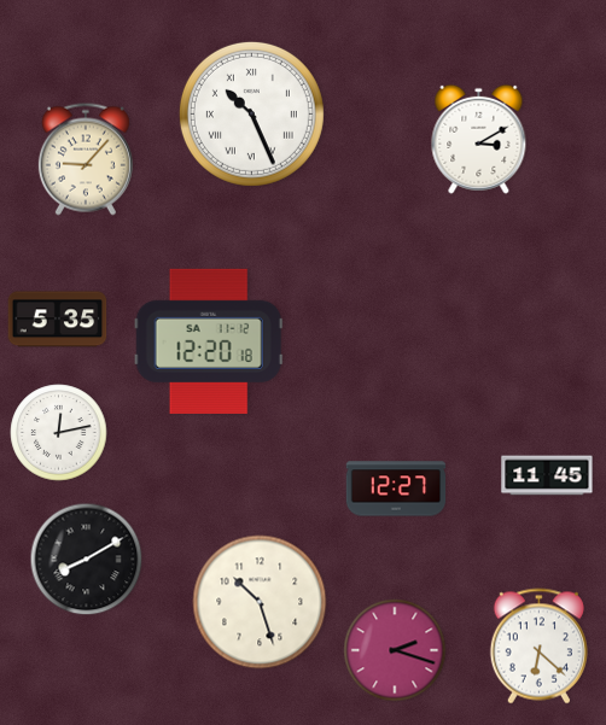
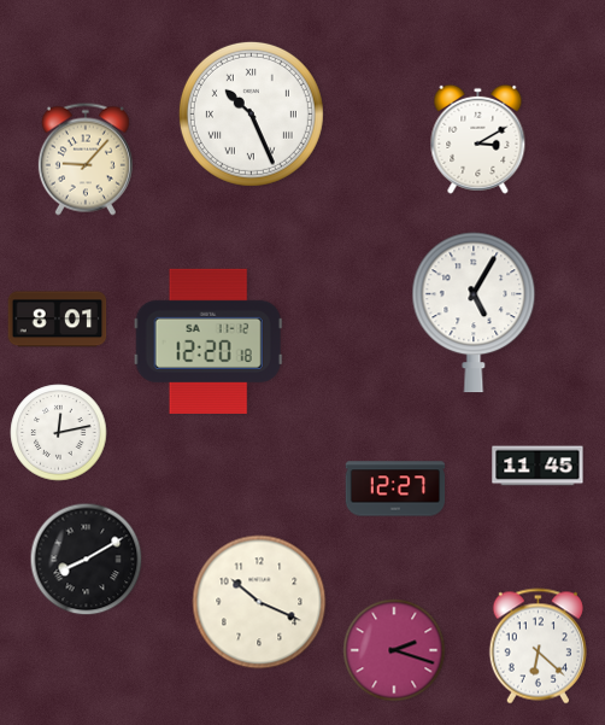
clock at (474, 312): none -> 5:05
clock at (58, 320): 5:35 -> 8:01
clock at (547, 475) position: (547, 475) -> (538, 466)
clock at (260, 602): 10:27 -> 10:19
